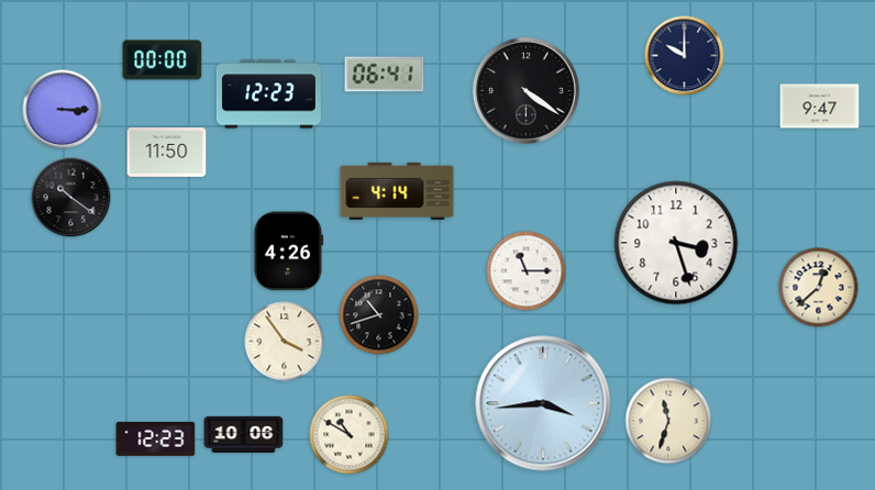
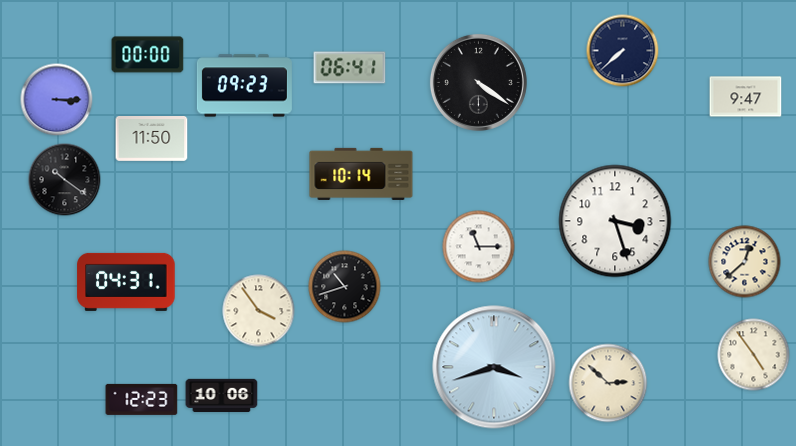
clock at (685, 56): 10:00 -> 7:38
clock at (268, 94): 12:23 -> 09:23
clock at (397, 191): 4:14 -> 10:14
clock at (289, 252): 4:26 -> none
clock at (126, 282): none -> 04:31
clock at (754, 355): none -> 4:54
clock at (543, 403): 3:44 -> 3:42
clock at (668, 421): 11:33 -> 2:52
clock at (350, 435): 10:50 -> none
